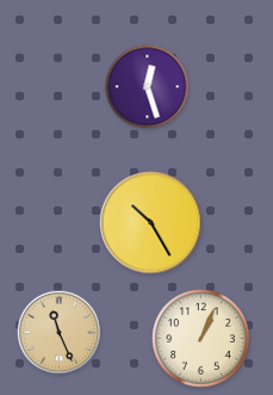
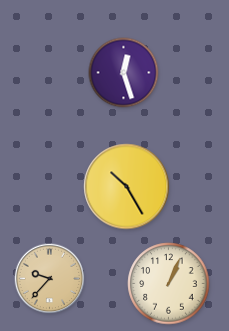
clock at (60, 333): 11:26 -> 9:37
